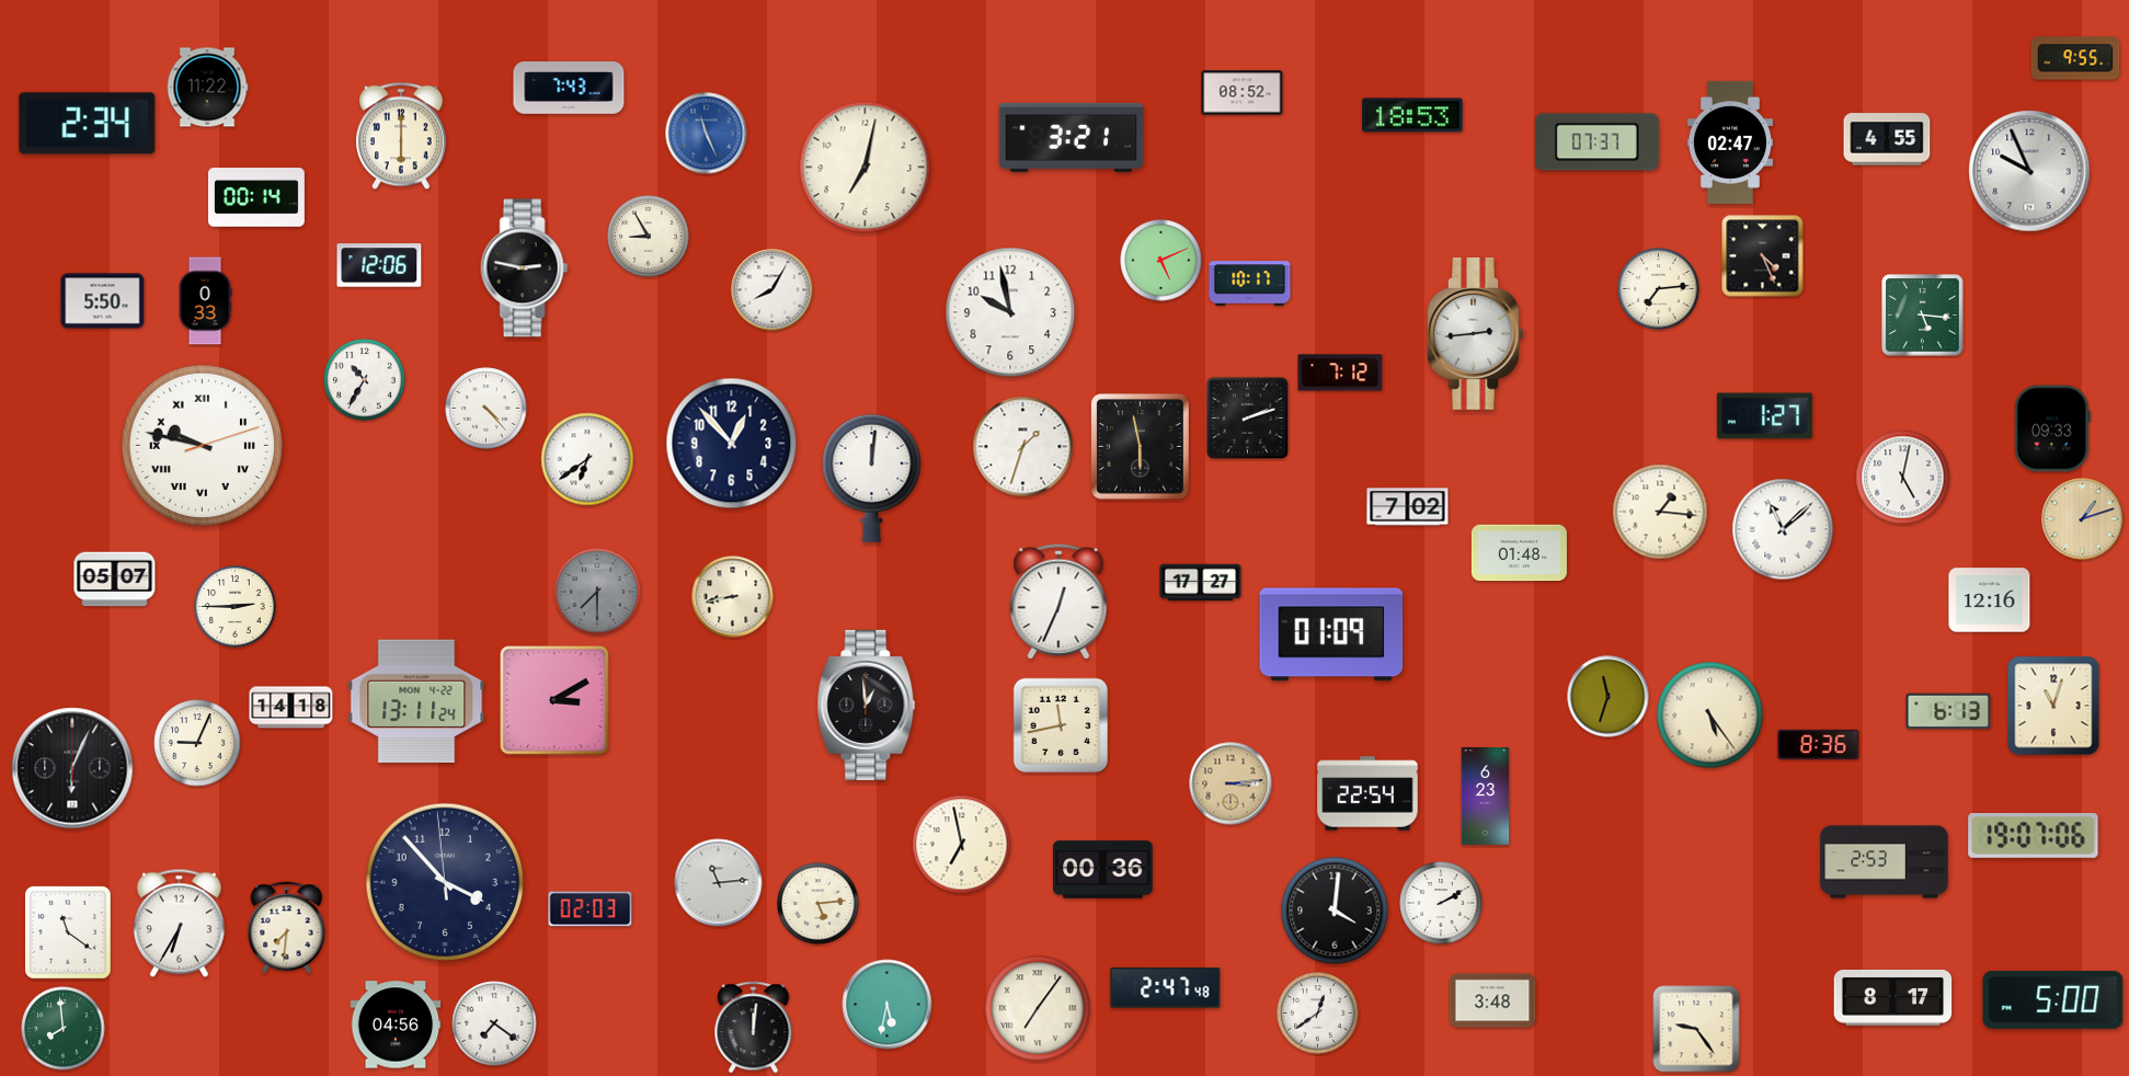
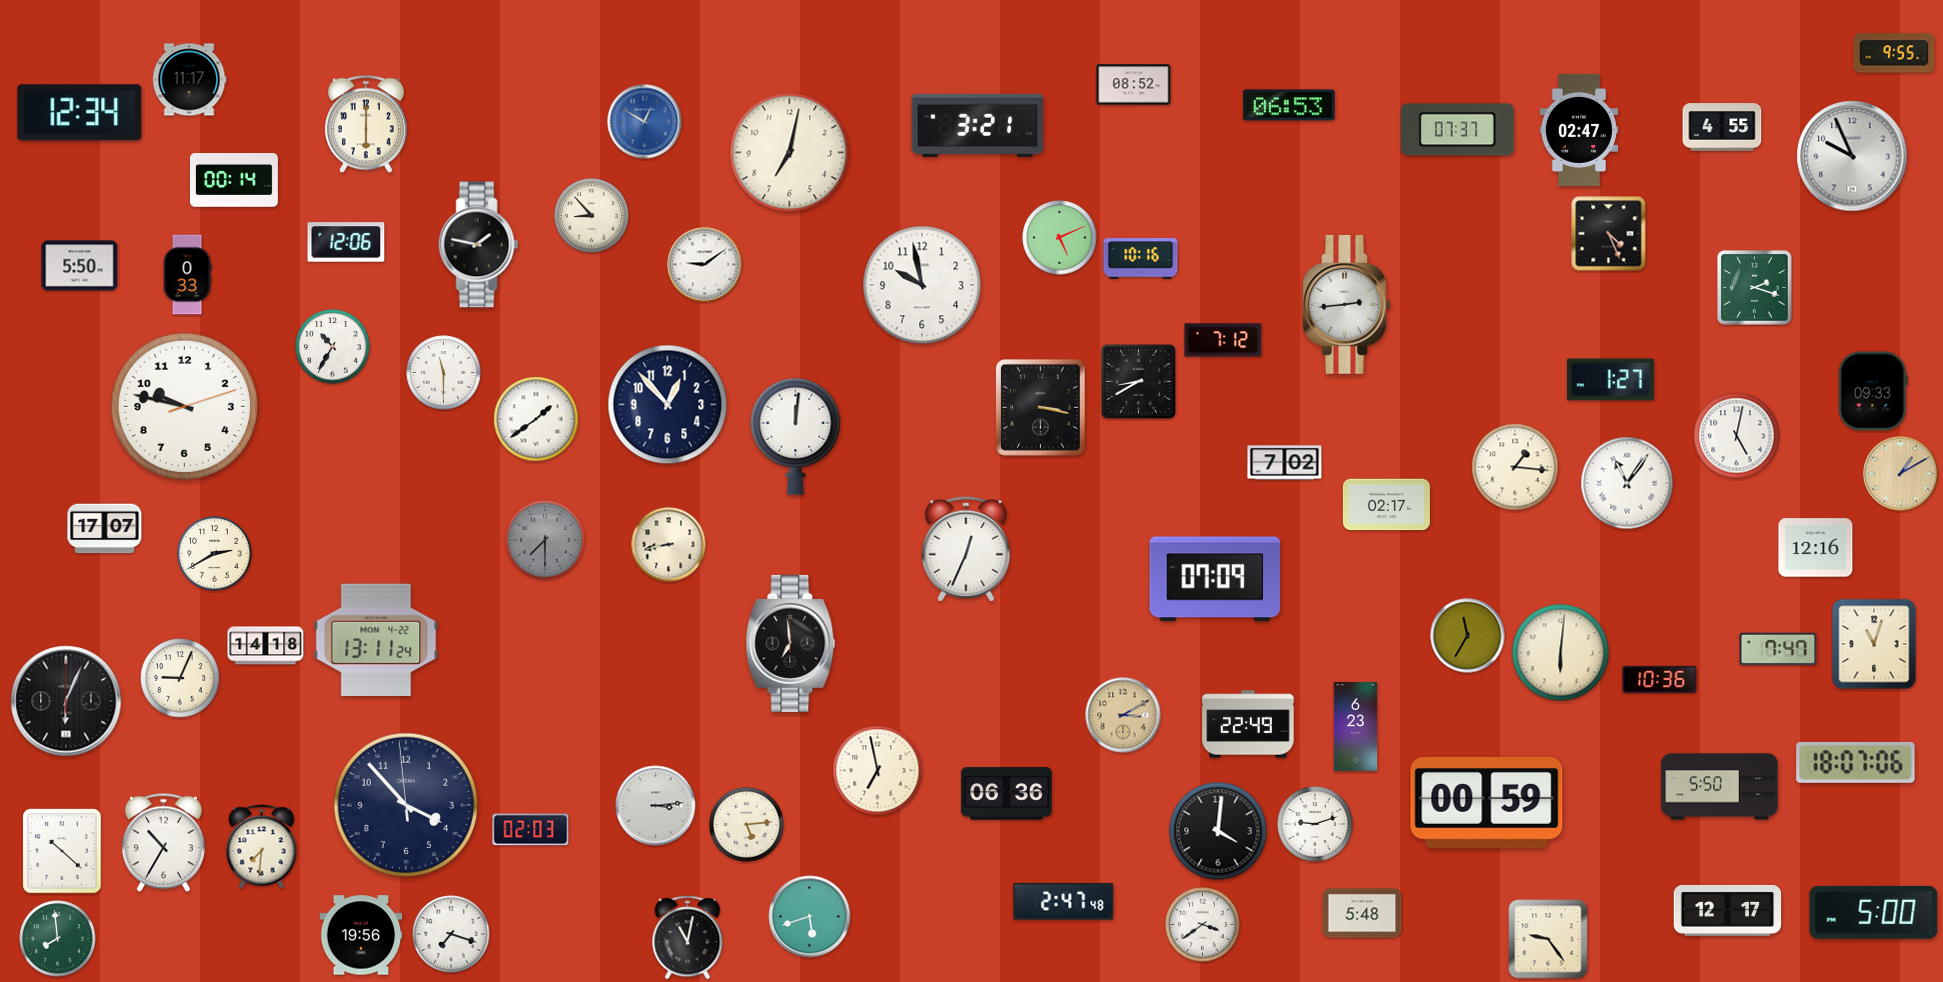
clock at (207, 88): 11:22 -> 11:17
clock at (569, 88): 7:43 -> none
clock at (1412, 115): 18:53 -> 06:53
clock at (88, 124): 2:34 -> 12:34
clock at (707, 134): 11:26 -> 12:50
clock at (649, 237): 8:55 -> 8:53
clock at (525, 268): 2:47 -> 1:47
clock at (1250, 284): 10:17 -> 10:16
clock at (1659, 289): 7:14 -> none
clock at (772, 290): 8:05 -> 9:09
clock at (103, 301) position: (103, 301) -> (80, 266)
clock at (1923, 316): 5:16 -> 2:18
clock at (487, 409): 4:23 -> 11:30
clock at (1247, 417): 2:12 -> 8:40
clock at (202, 445) numerals: Roman -> Arabic
clock at (1140, 446): 5:58 -> 3:17
clock at (1023, 447): 1:33 -> none
clock at (587, 459): 6:39 -> 1:39
clock at (2083, 519): 1:12 -> 1:10
clock at (1783, 529): 11:08 -> 11:06
clock at (1519, 553): 01:48 -> 02:17
clock at (115, 580): 05:07 -> 17:07
clock at (1201, 583): 17:27 -> none
clock at (236, 607): 2:45 -> 2:40
clock at (1331, 634): 01:09 -> 07:09
clock at (1609, 697): 11:33 -> 11:35
clock at (416, 700) position: (416, 700) -> (376, 639)
clock at (554, 700): 3:10 -> none
clock at (867, 705): 12:59 -> 6:59
clock at (1948, 711): 6:13 -> 7:47
clock at (1710, 716): 5:24 -> 6:01
clock at (1061, 725): 11:43 -> none
clock at (1819, 744): 8:36 -> 10:36
clock at (1231, 783): 3:14 -> 3:10
clock at (1367, 793): 22:54 -> 22:49
clock at (2034, 835): 19:07 -> 18:07
clock at (1885, 862): 2:53 -> 5:50
clock at (1103, 870): 00:36 -> 06:36
clock at (1487, 802): none -> 00:59
clock at (719, 883): 11:14 -> 3:14
clock at (1441, 903): 2:10 -> 9:12
clock at (591, 909) position: (591, 909) -> (531, 830)
clock at (179, 924): 6:35 -> 10:35
clock at (68, 932): 11:21 -> 10:22
clock at (1893, 997): 8:17 -> 12:17
clock at (1492, 1000): 3:48 -> 5:48
clock at (888, 1005): 5:32 -> 5:42
clock at (1038, 1008): 7:06 -> none
clock at (1318, 1014): 12:39 -> 3:39
clock at (494, 1023): 7:21 -> 7:18
clock at (396, 1025): 04:56 -> 19:56
clock at (754, 1028): 12:01 -> 11:02
